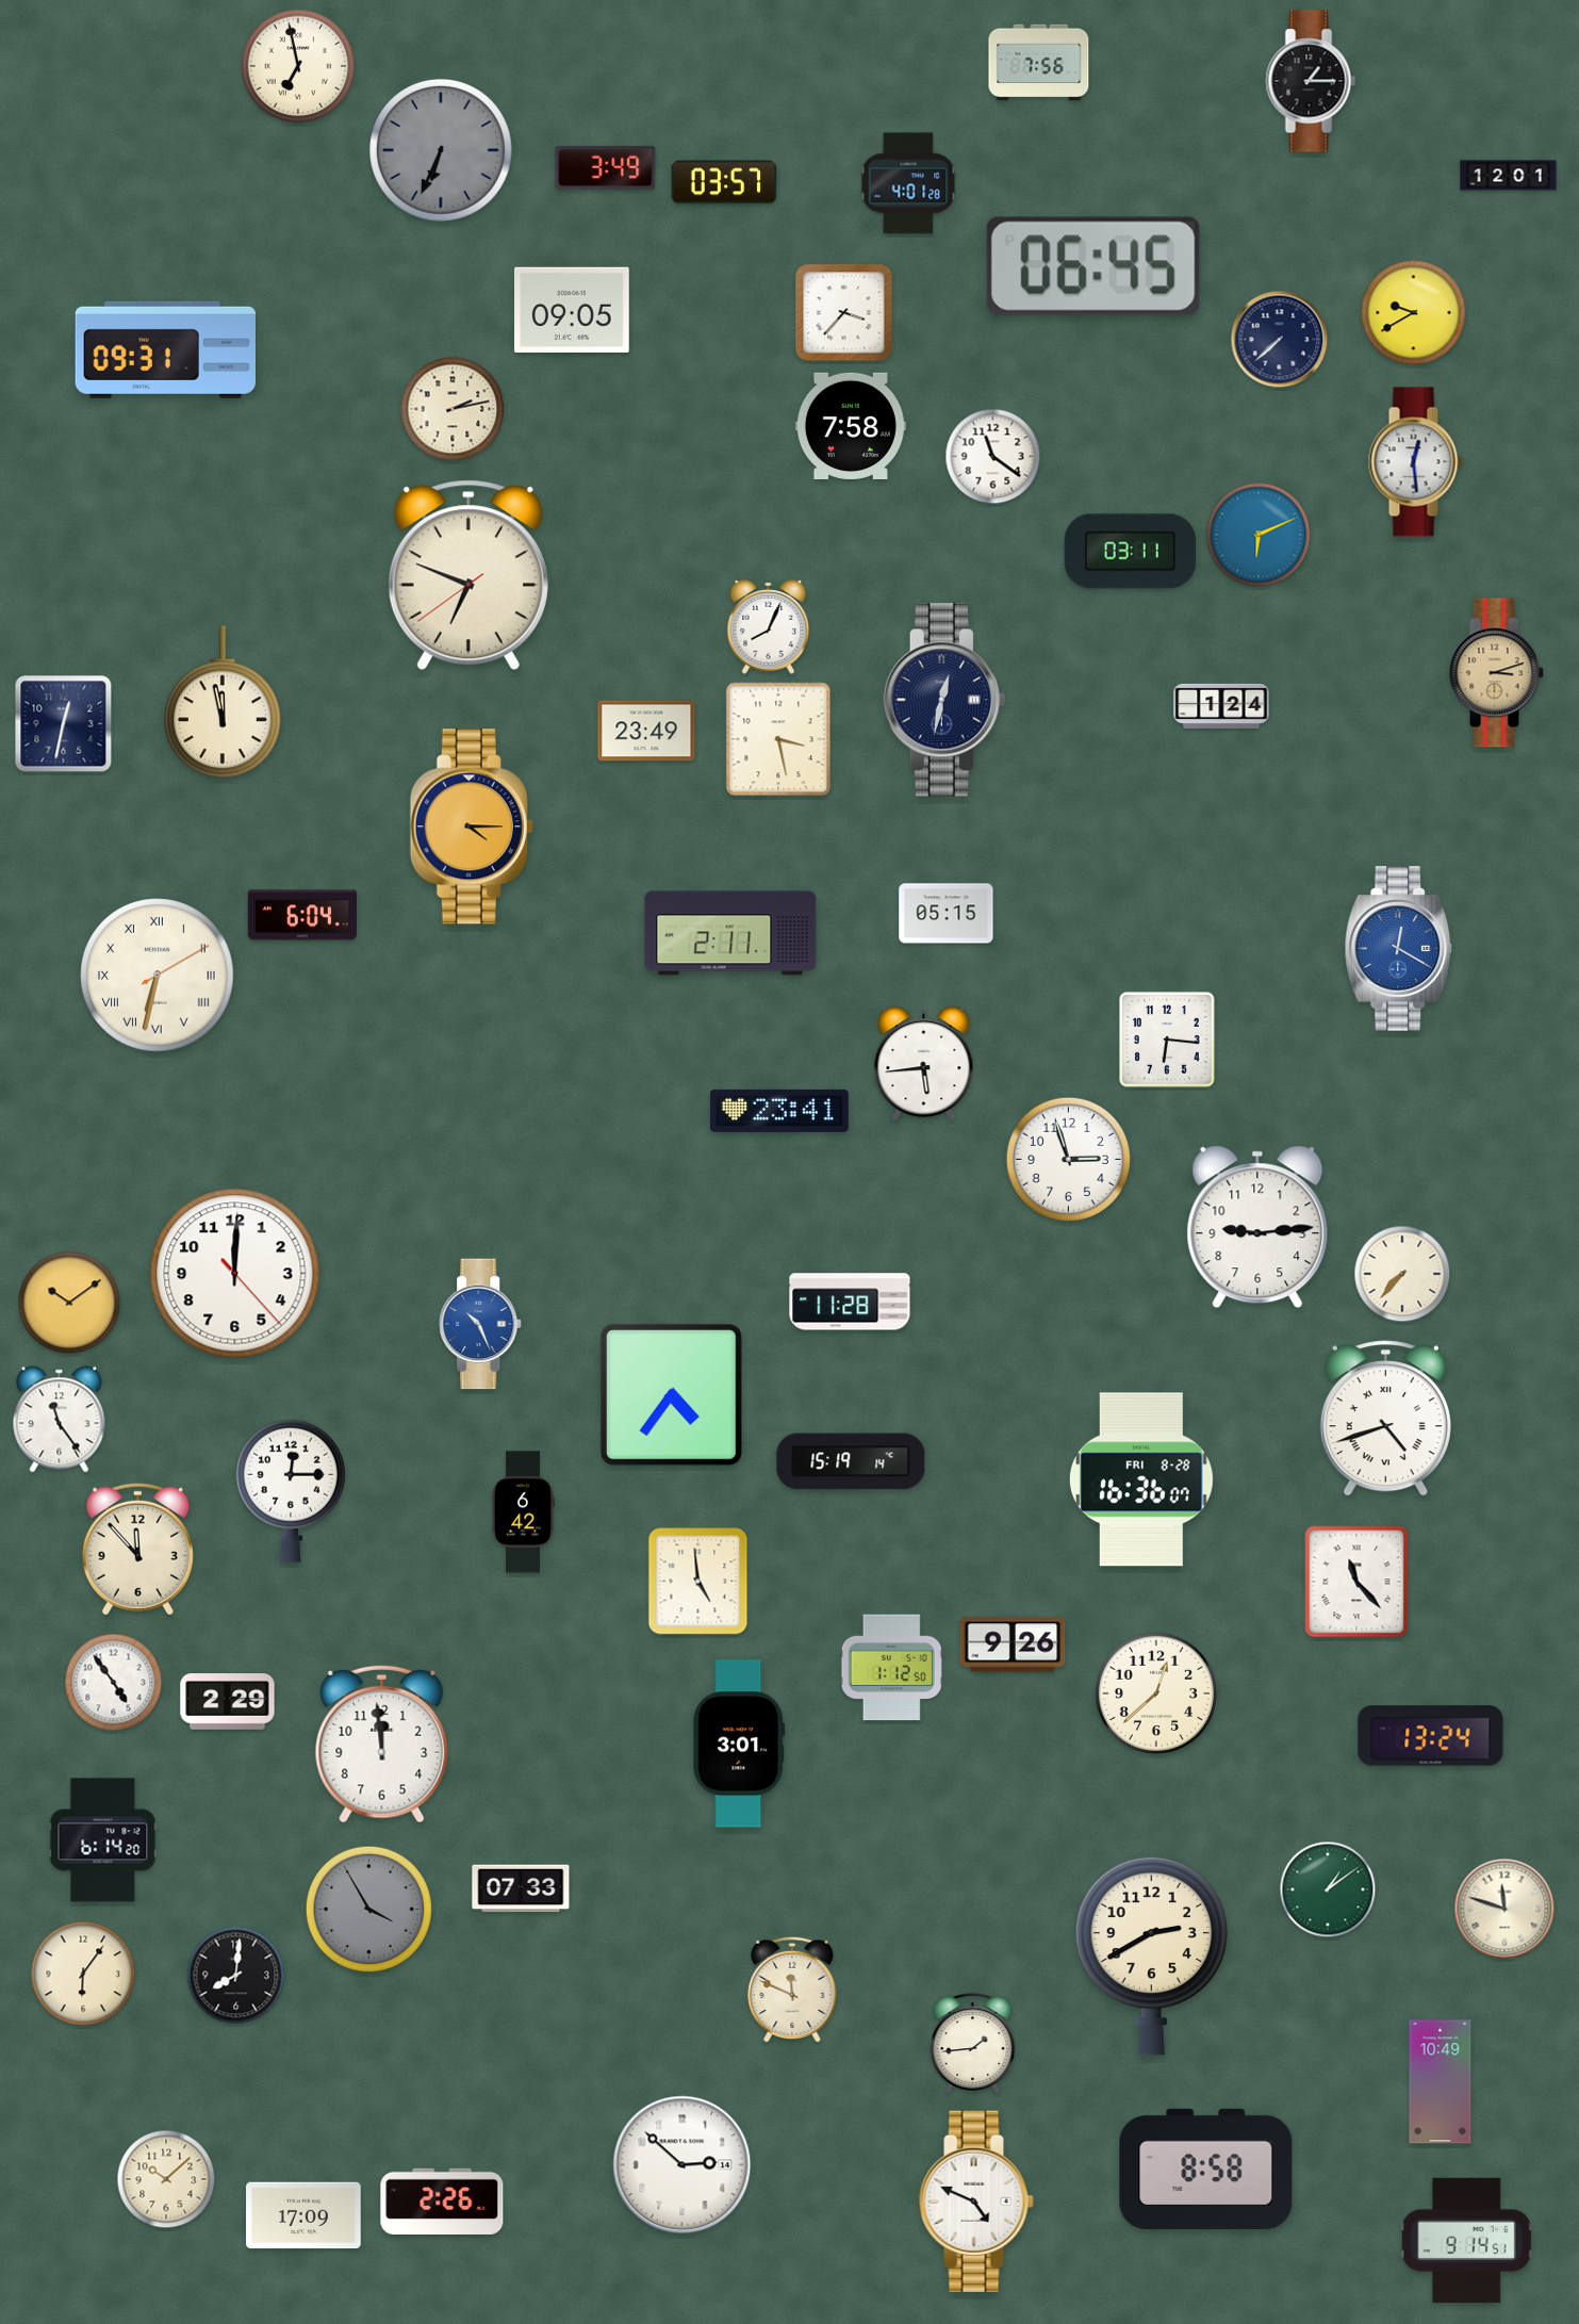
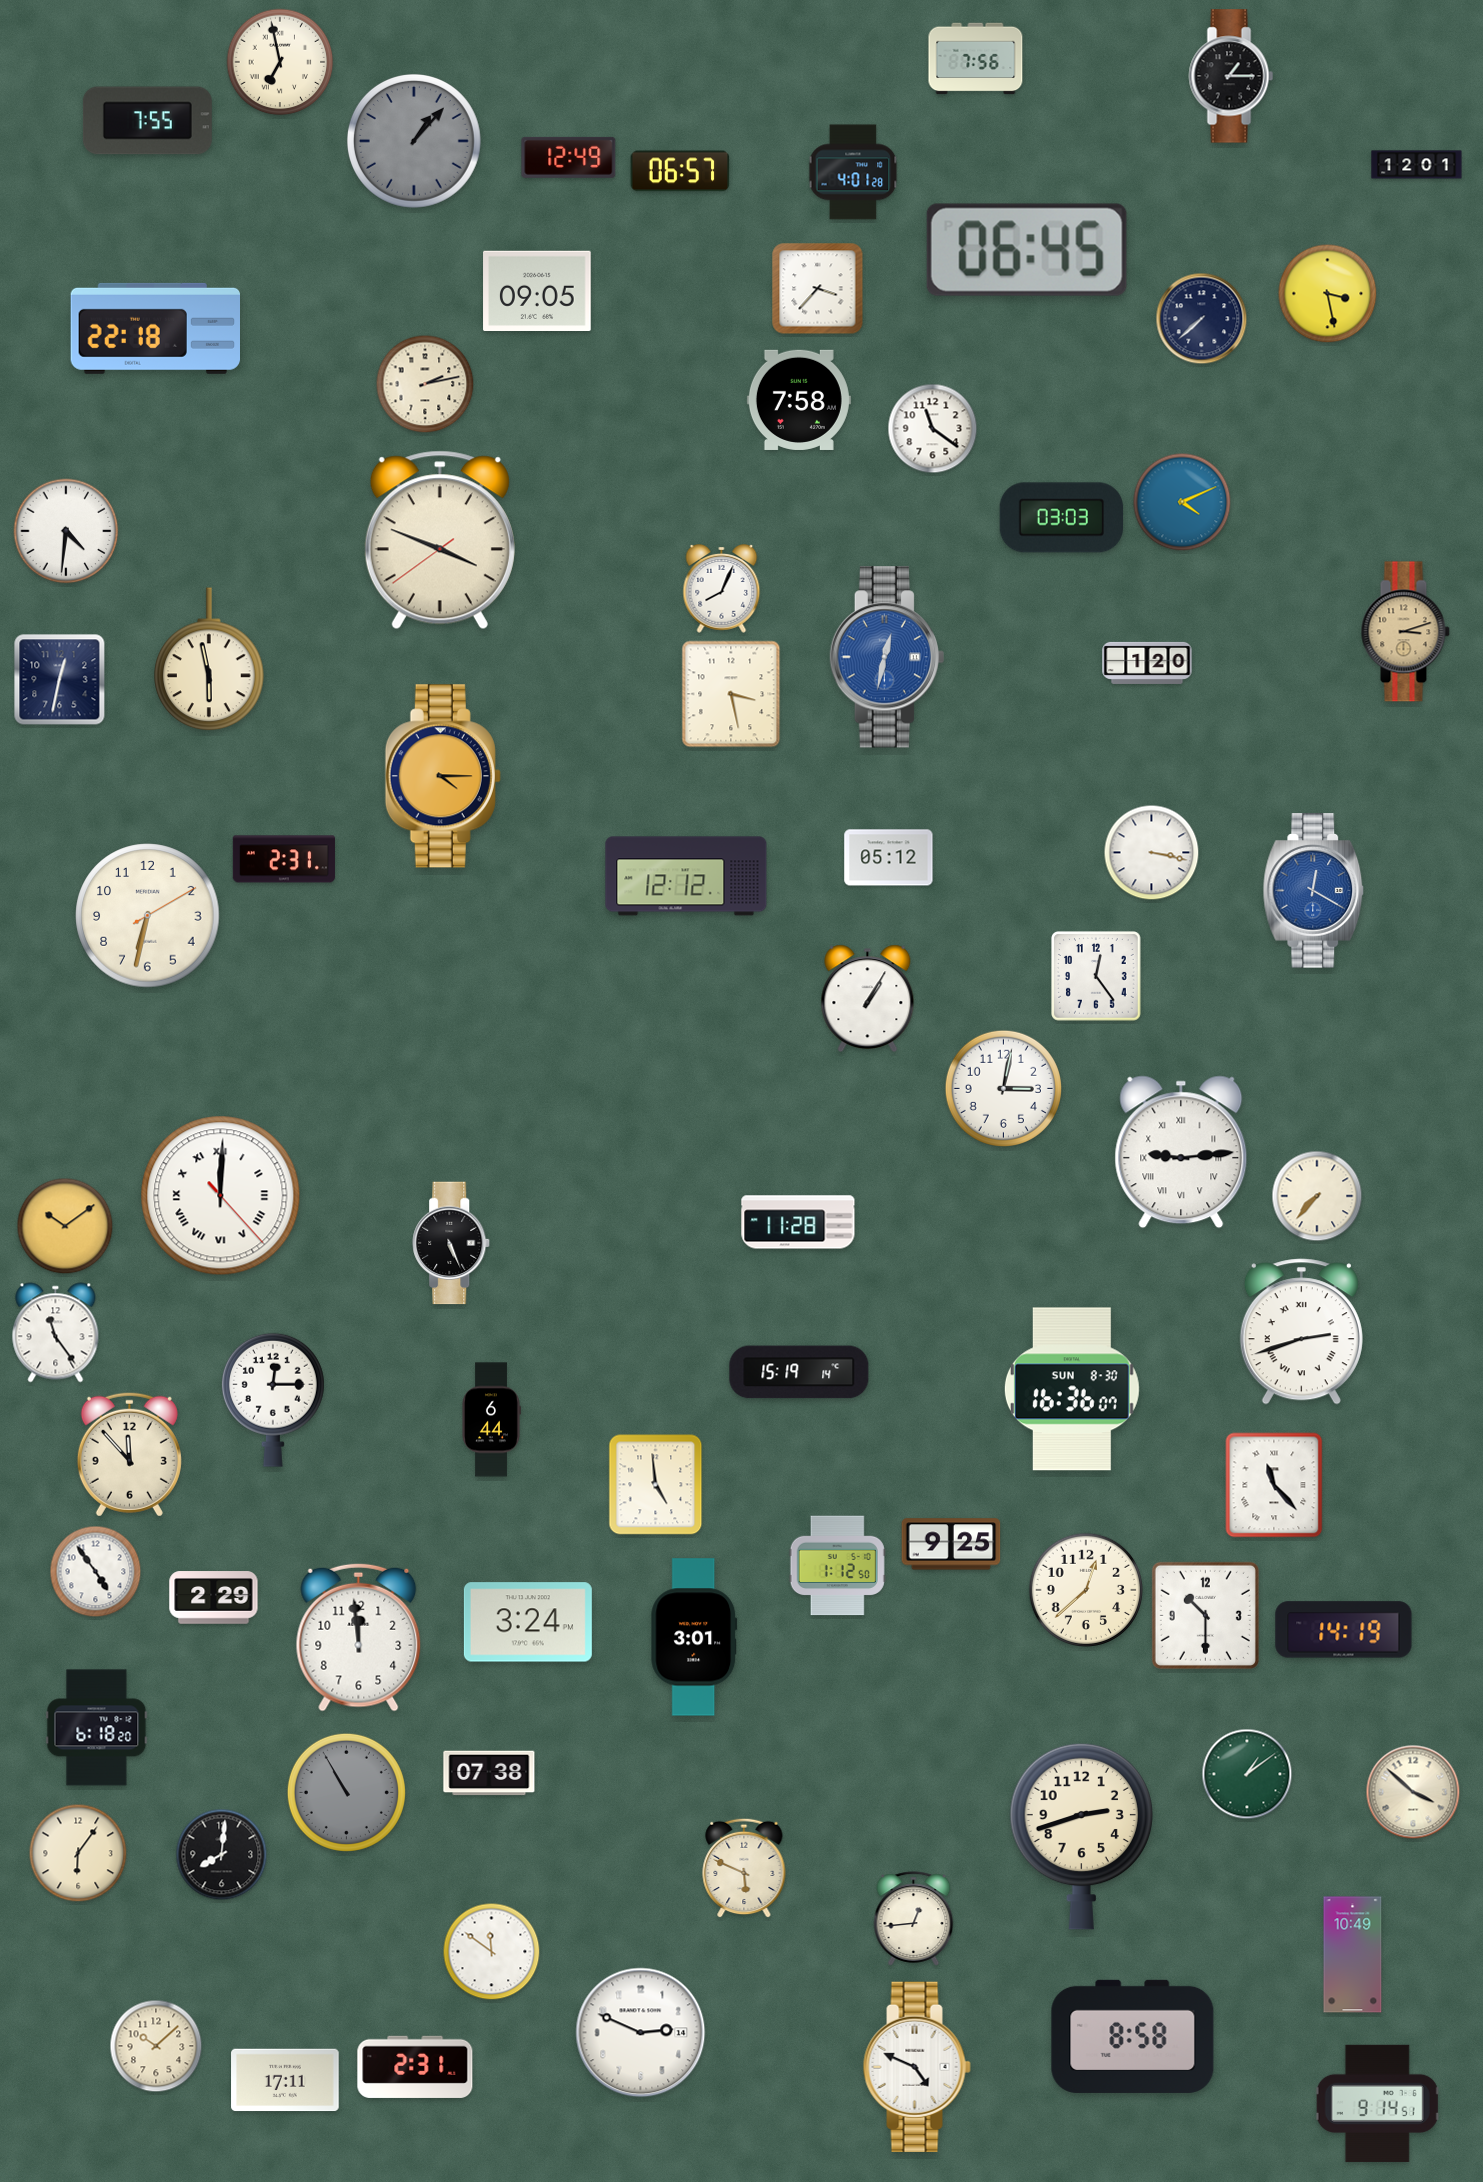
clock at (147, 121): none -> 7:55
clock at (441, 150): 6:34 -> 1:07
clock at (606, 167): 3:49 -> 12:49
clock at (724, 182): 03:57 -> 06:57
clock at (844, 313) position: (844, 313) -> (818, 289)
clock at (1414, 313): 9:40 -> 3:28
clock at (165, 349): 09:31 -> 22:18
clock at (1415, 462): 12:29 -> none
clock at (1259, 535): 6:11 -> 4:11
clock at (1131, 552): 03:11 -> 03:03
clock at (66, 531): none -> 4:31
clock at (468, 575): 6:48 -> 3:48
clock at (944, 700) dial: navy -> blue
clock at (223, 703): 11:58 -> 5:58
clock at (1221, 706): 1:24 -> 1:20
clock at (646, 731): 23:49 -> none
clock at (1152, 853): none -> 3:17
clock at (947, 914): 05:15 -> 05:12
clock at (302, 915): 6:04 -> 2:31
clock at (730, 933): 2:11 -> 12:12
clock at (158, 976) numerals: Roman -> Arabic
clock at (1168, 1041): 6:16 -> 12:24
clock at (924, 1064): 5:44 -> 1:05
clock at (779, 1111): 23:41 -> none
clock at (1068, 1159): 2:57 -> 3:02
clock at (1257, 1227) numerals: Arabic -> Roman
clock at (235, 1274) numerals: Arabic -> Roman
clock at (69, 1303) position: (69, 1303) -> (65, 1226)
clock at (481, 1324): 10:26 -> 5:26
clock at (481, 1324) dial: blue -> black
clock at (671, 1394): 4:36 -> none
clock at (1385, 1419): 4:42 -> 2:42
clock at (1141, 1479) date: FRI 8-28 -> SUN 8-30
clock at (523, 1512): 6:42 -> 6:44
clock at (1013, 1644): 9:26 -> 9:25
clock at (114, 1683) position: (114, 1683) -> (96, 1572)
clock at (1205, 1615): none -> 10:30
clock at (528, 1622): none -> 3:24
clock at (1431, 1736): 13:24 -> 14:19
clock at (103, 1840): 6:14 -> 6:18
clock at (521, 1888): 07:33 -> 07:38
clock at (368, 1909): 3:55 -> 10:55
clock at (1504, 1909): 11:48 -> 3:52
clock at (1151, 1955): 2:40 -> 2:42
clock at (792, 1990): 11:49 -> 5:49
clock at (973, 2044): 1:44 -> 12:44
clock at (492, 1952): none -> 11:51
clock at (682, 2165): 2:52 -> 2:49
clock at (442, 2202): 2:26 -> 2:31
clock at (303, 2215): 17:09 -> 17:11
